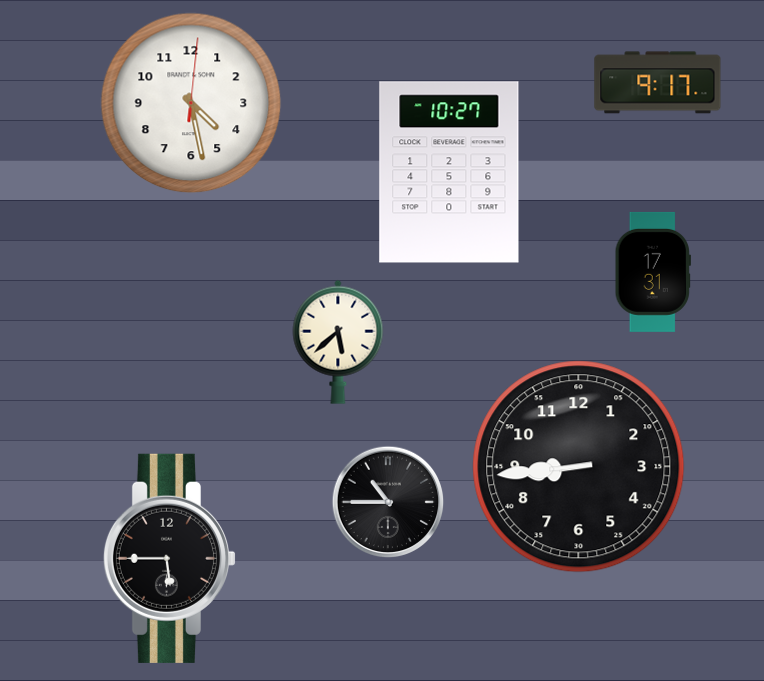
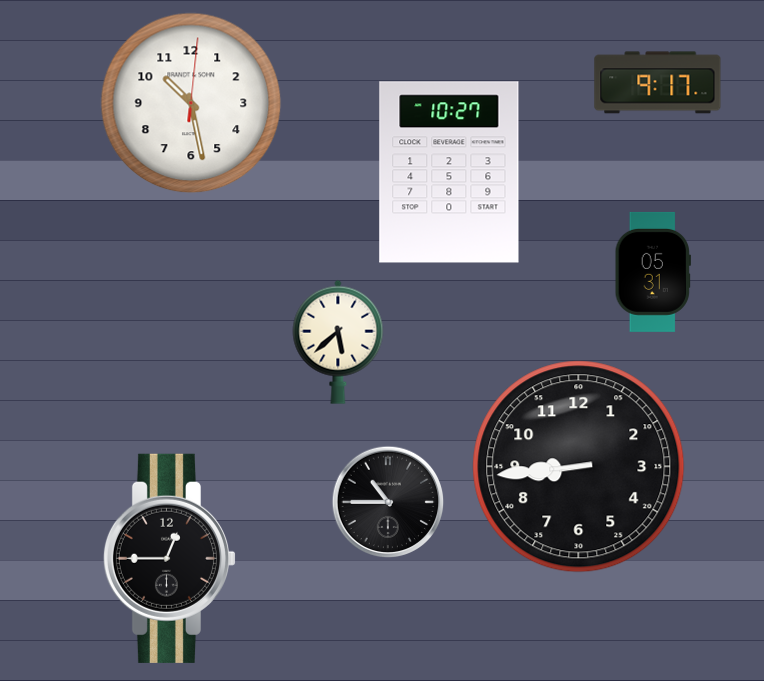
clock at (191, 103): 4:28 -> 10:28
clock at (653, 272): 17:31 -> 05:31
clock at (169, 558): 5:45 -> 12:45
